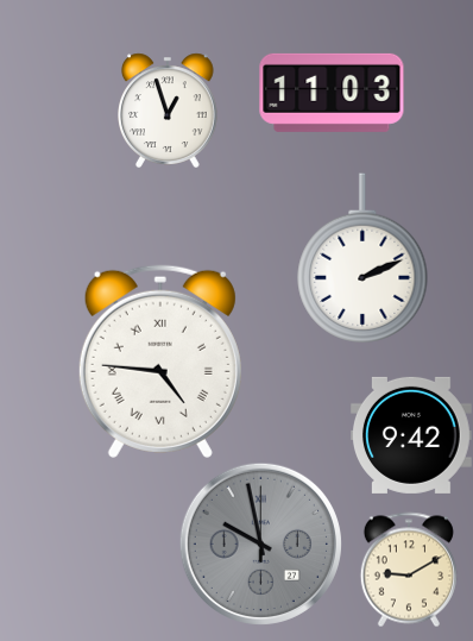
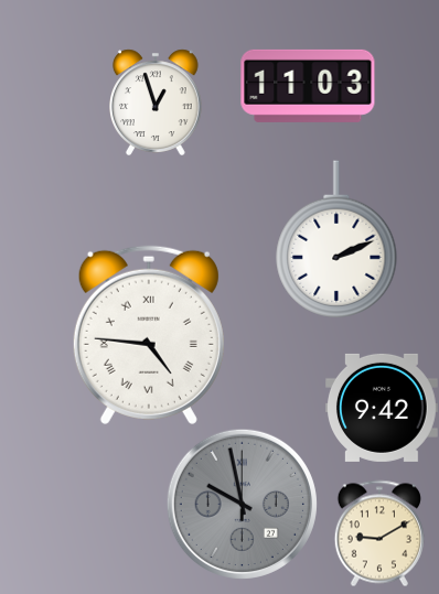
clock at (412, 435) position: (412, 435) -> (383, 408)
clock at (409, 570) position: (409, 570) -> (379, 533)
